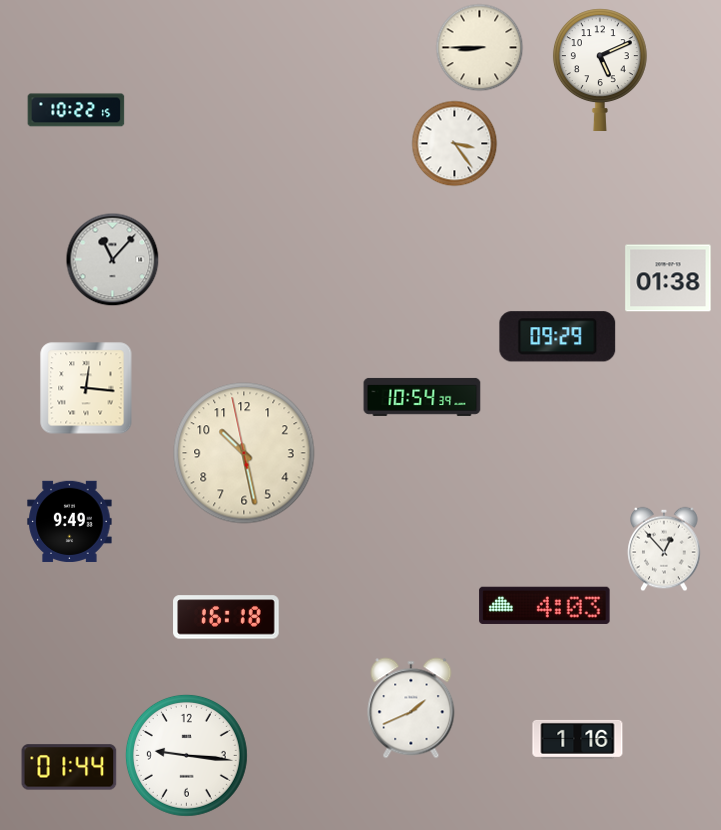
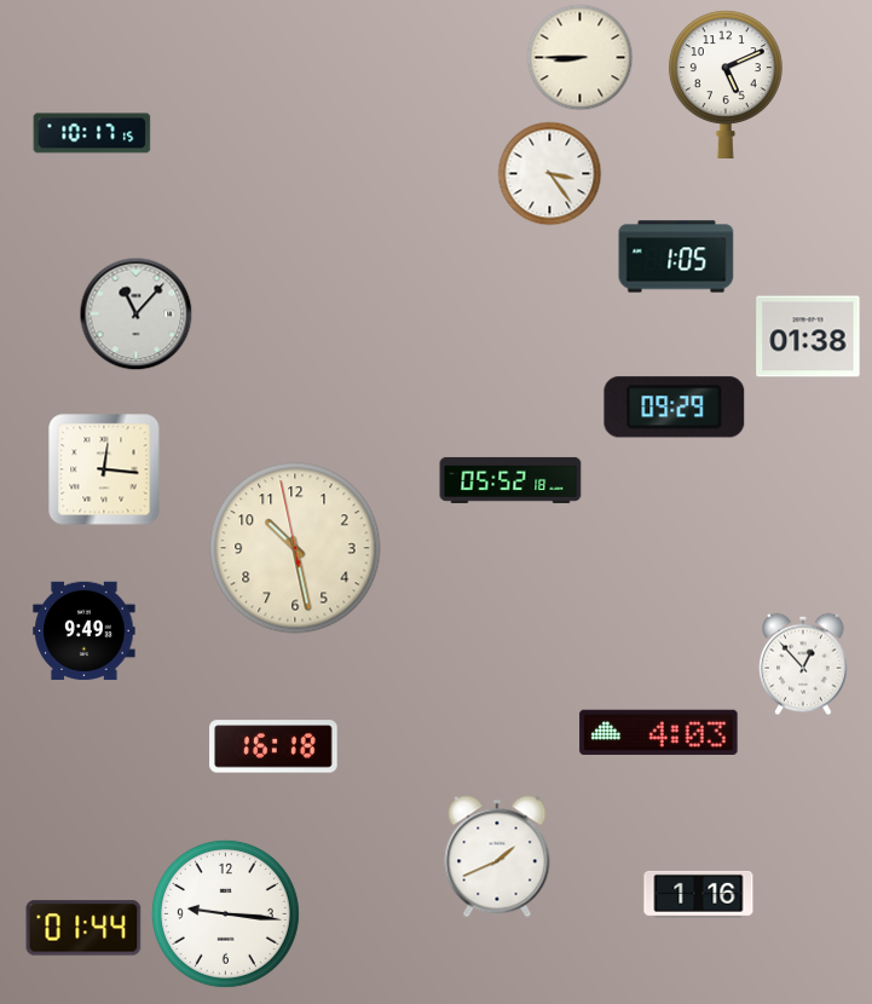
clock at (76, 110): 10:22 -> 10:17
clock at (676, 256): none -> 1:05
clock at (422, 397): 10:54 -> 05:52
